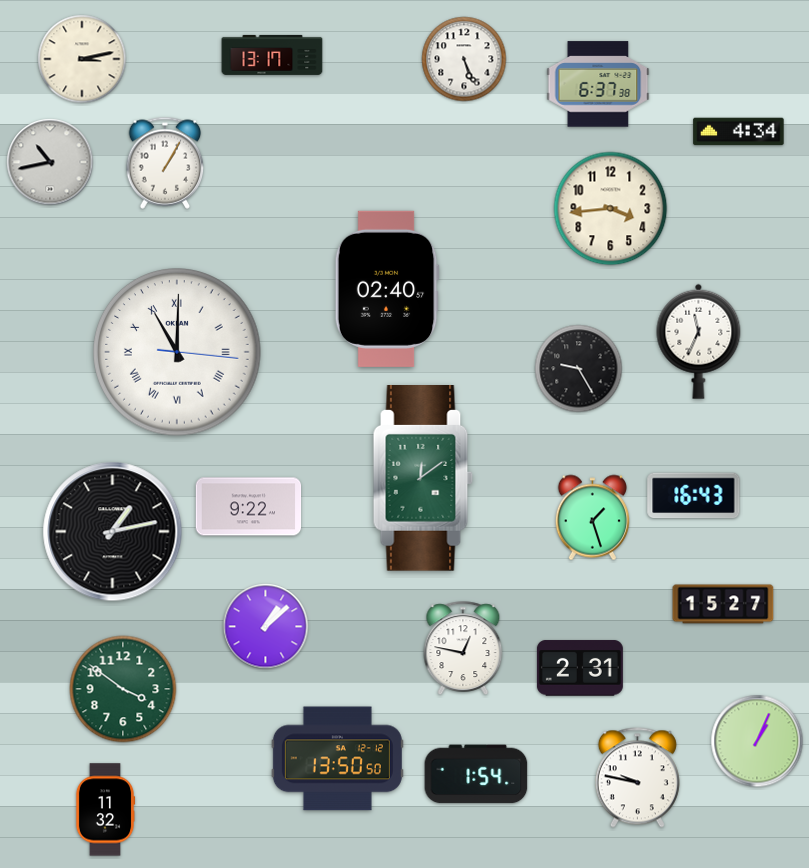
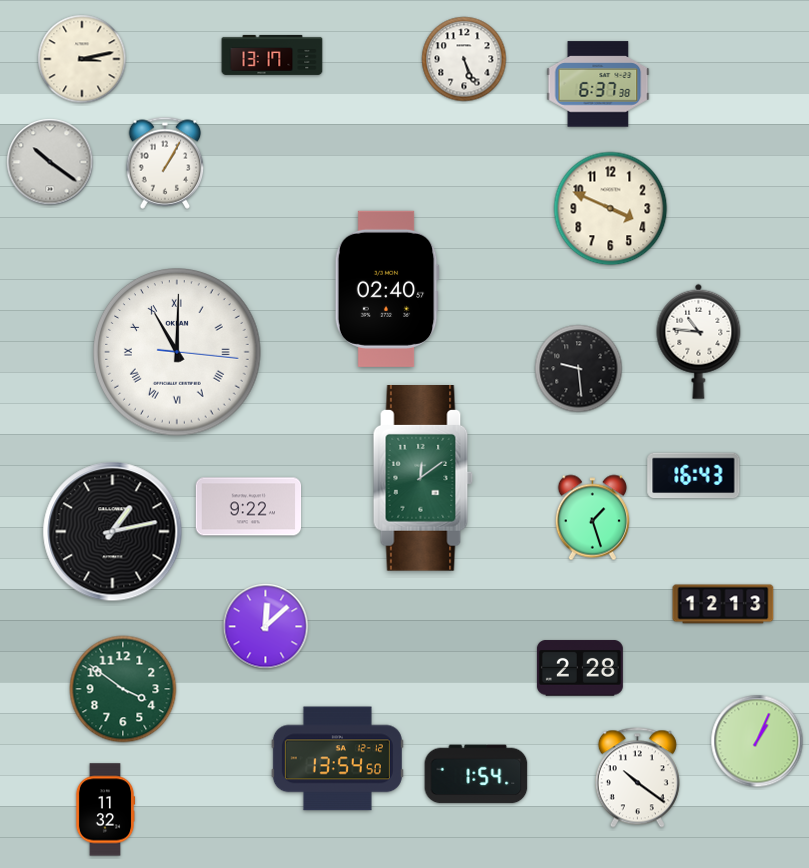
clock at (739, 132): 4:34 -> none
clock at (50, 162): 10:43 -> 10:21
clock at (611, 209): 3:44 -> 3:49
clock at (699, 341): 11:34 -> 10:46
clock at (579, 369): 9:25 -> 9:29
clock at (694, 496) position: (694, 496) -> (694, 476)
clock at (723, 604): 15:27 -> 12:13
clock at (266, 627): 1:08 -> 12:08
clock at (463, 648): 12:47 -> none
clock at (580, 668): 2:31 -> 2:28
clock at (337, 759): 13:50 -> 13:54
clock at (637, 778): 9:47 -> 10:21
